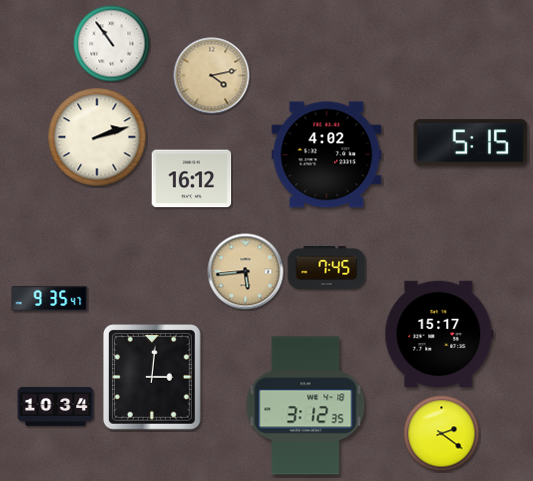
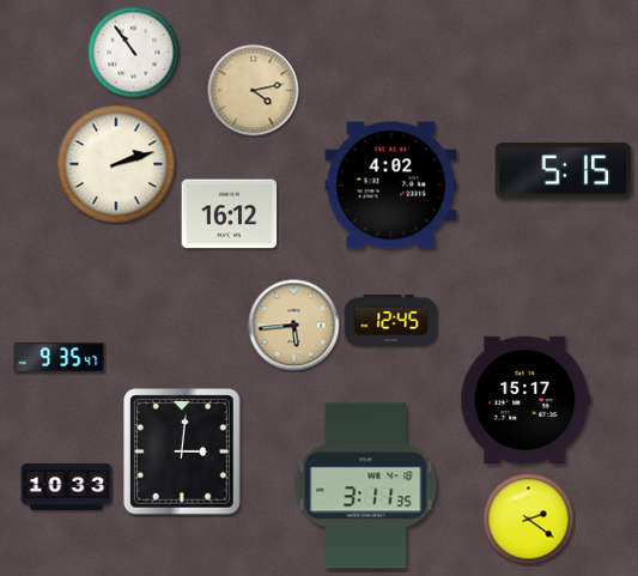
clock at (327, 268): 7:45 -> 12:45
clock at (56, 406): 10:34 -> 10:33
clock at (306, 406): 3:12 -> 3:11
